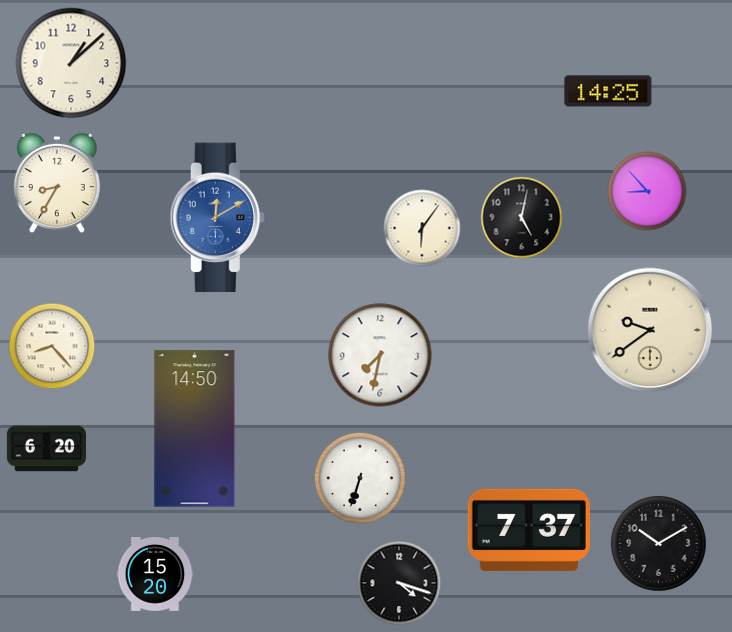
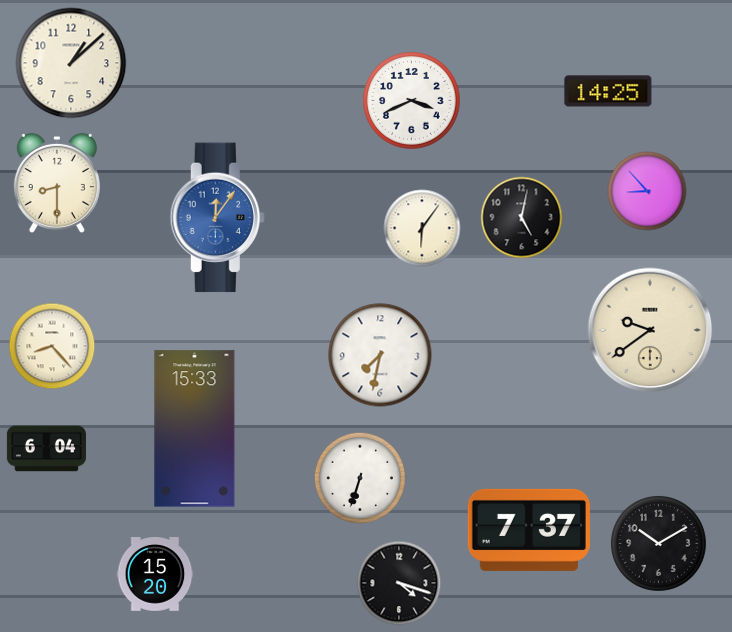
clock at (412, 101): none -> 3:41
clock at (57, 183): 8:35 -> 8:30
clock at (217, 218): 12:10 -> 12:06
clock at (195, 429): 14:50 -> 15:33
clock at (46, 449): 6:20 -> 6:04
